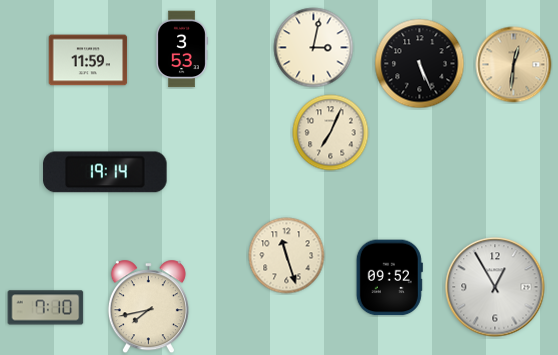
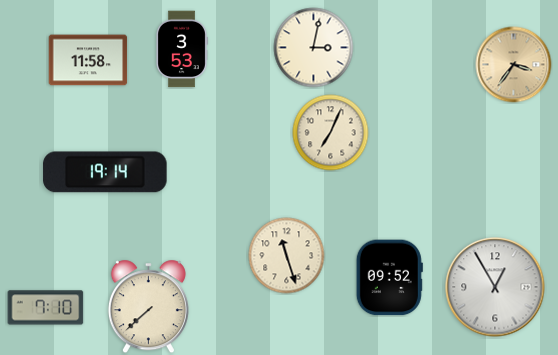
clock at (88, 60): 11:59 -> 11:58
clock at (420, 64): 5:26 -> none
clock at (514, 65): 12:31 -> 3:36
clock at (148, 307): 7:43 -> 7:38
